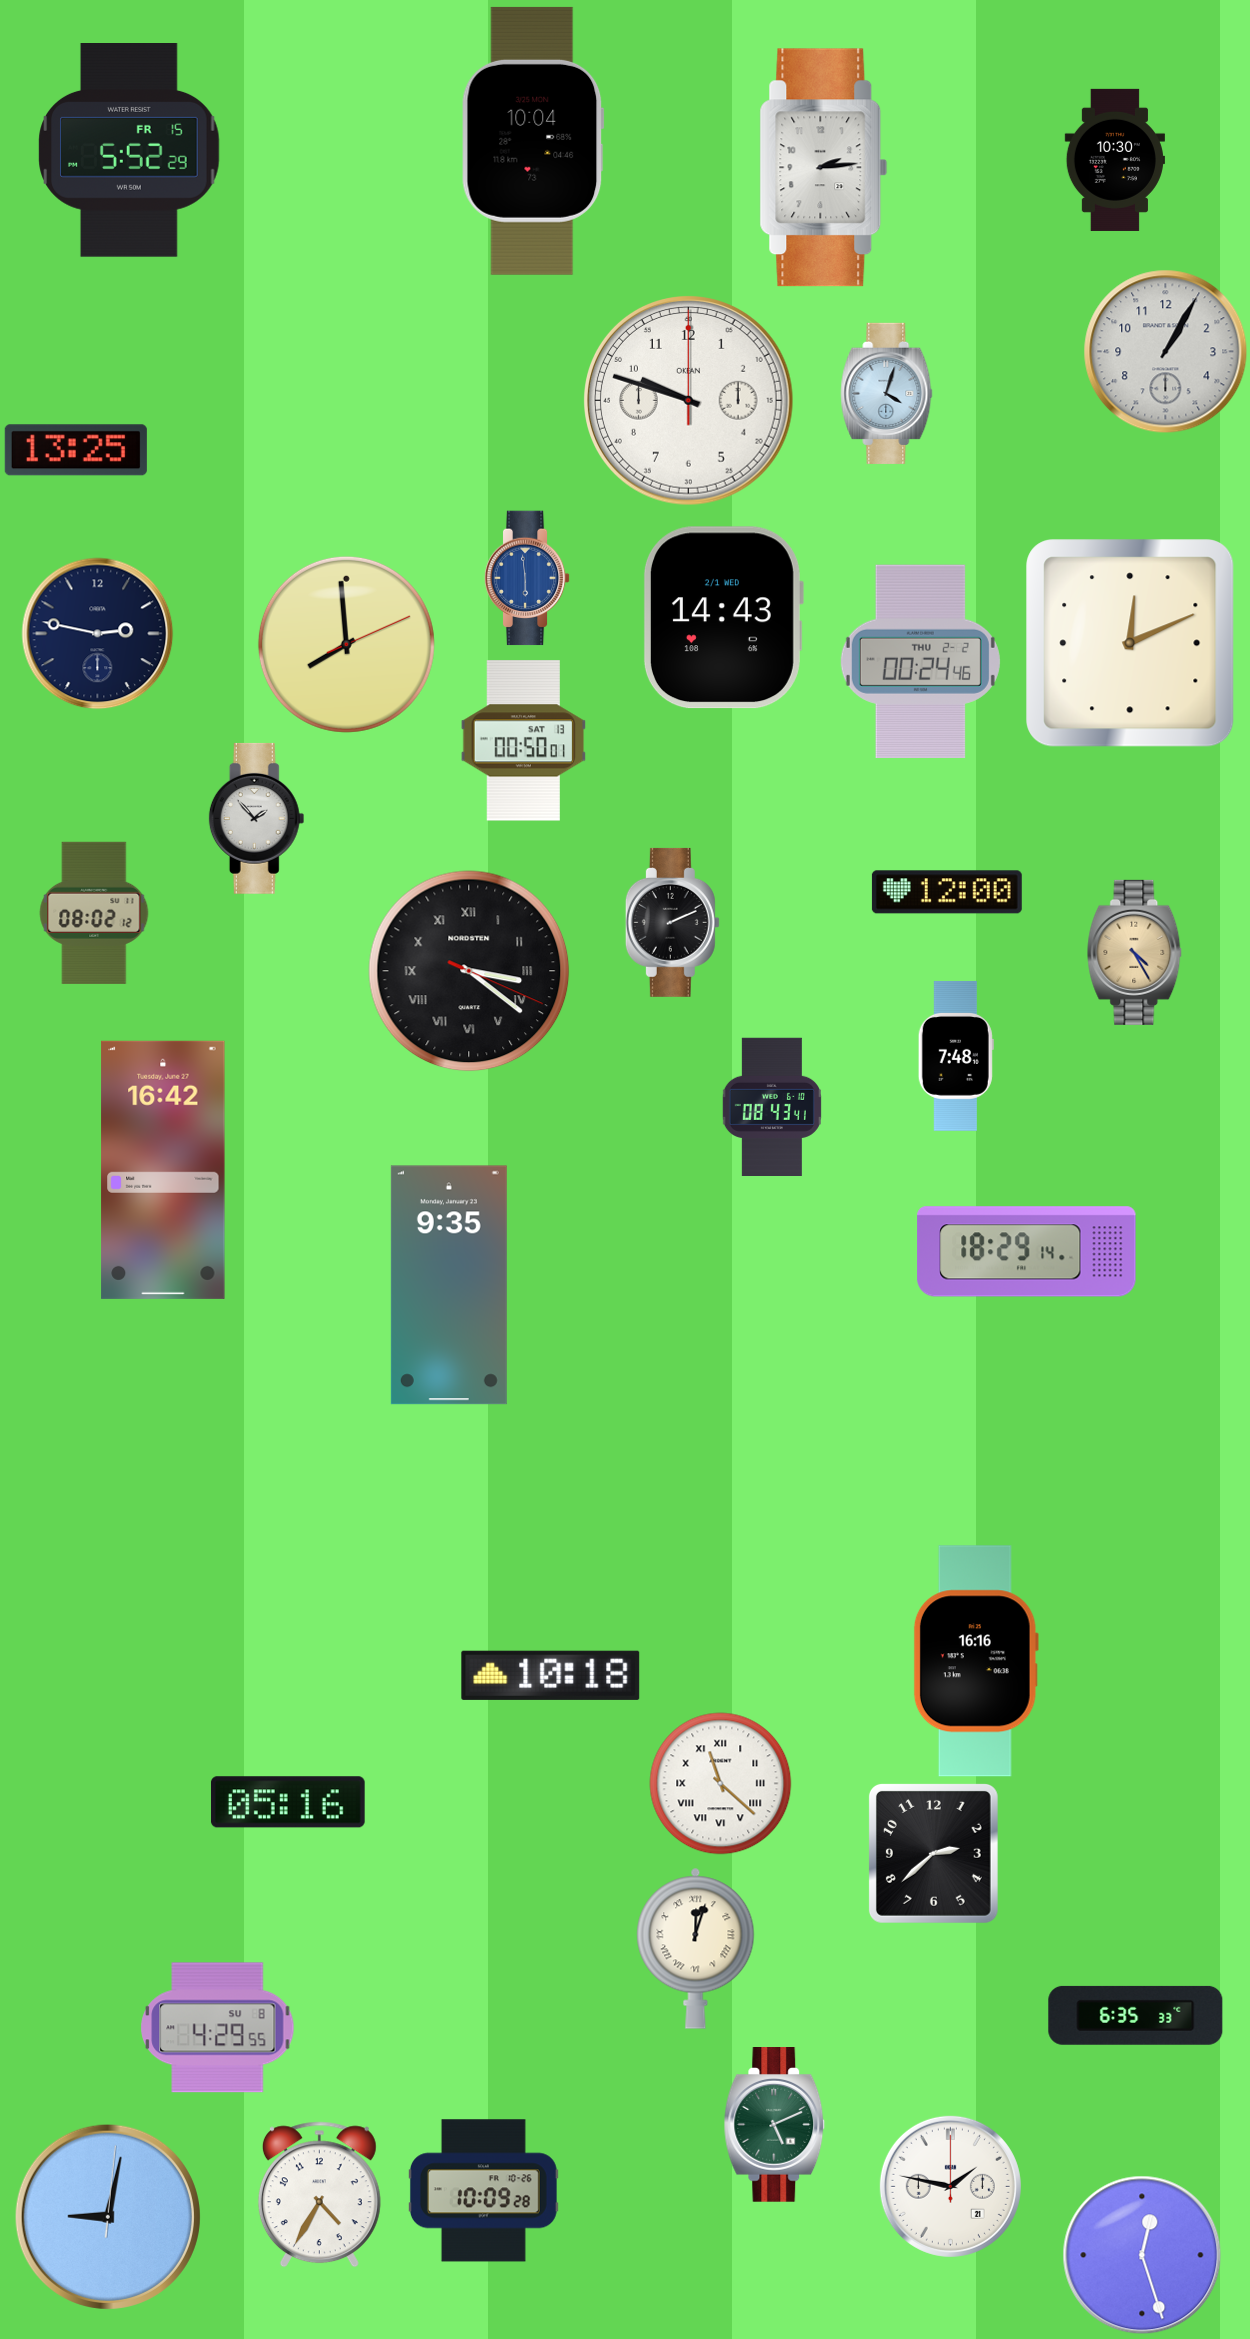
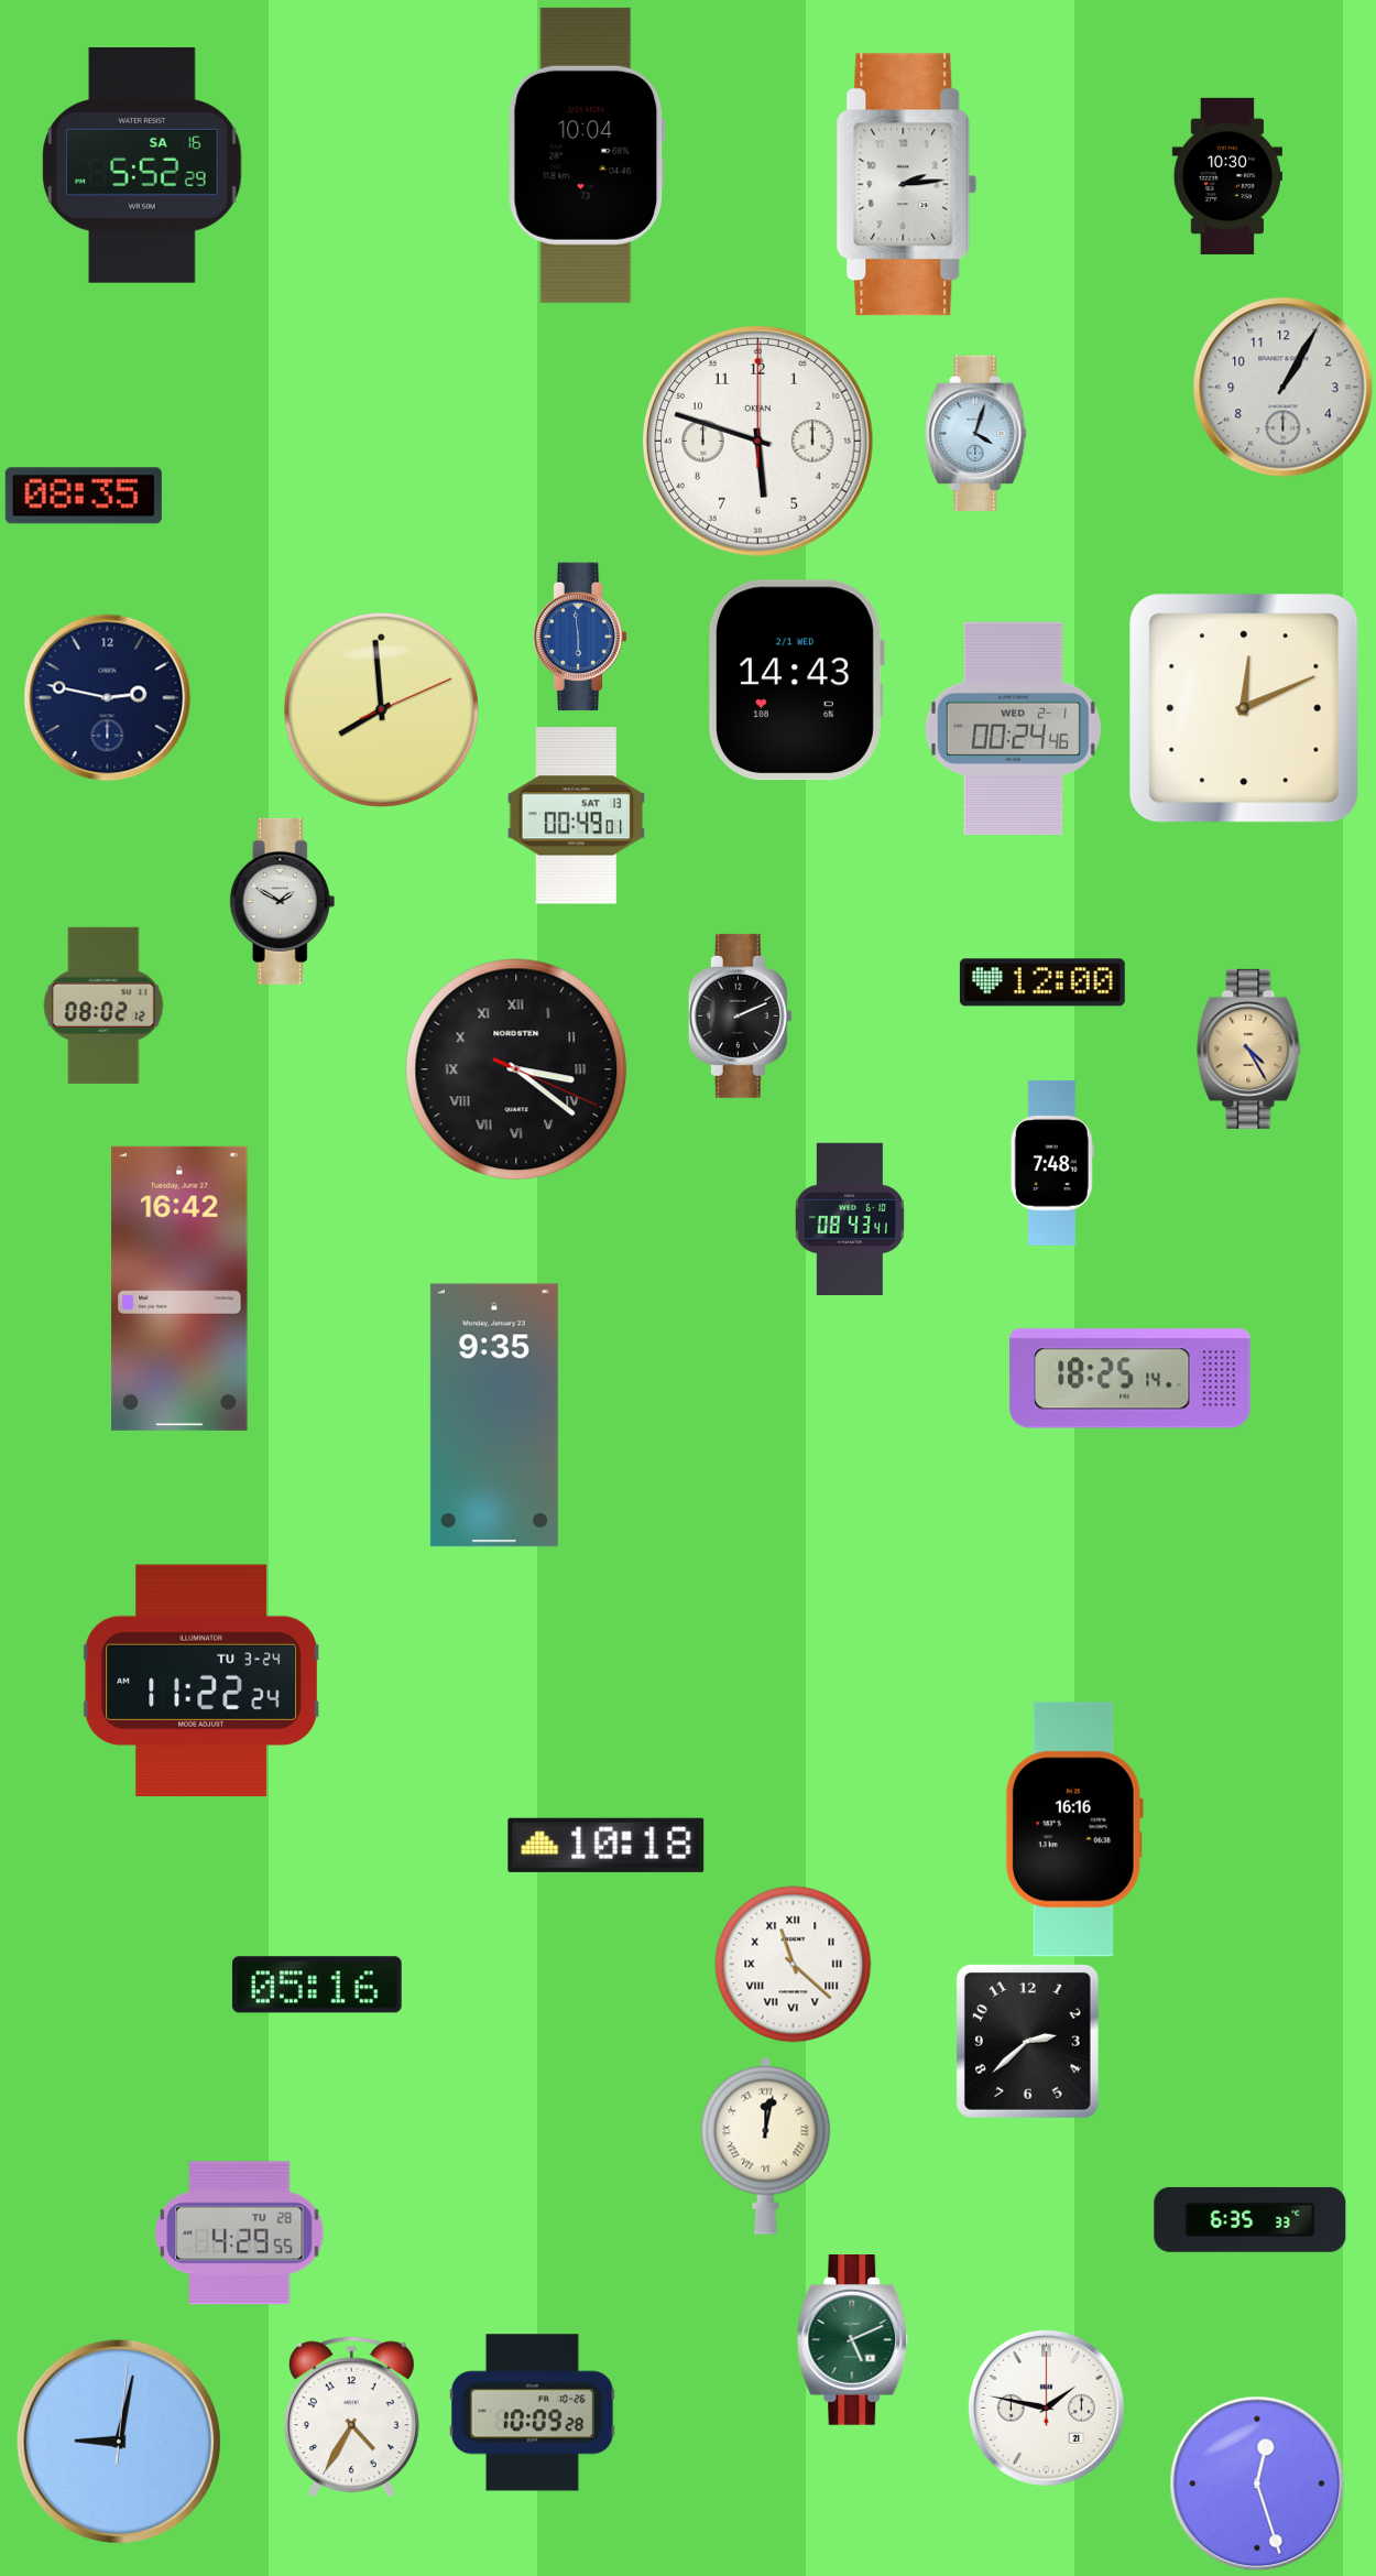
clock at (129, 151) date: FR 15 -> SA 16
clock at (689, 401): 9:48 -> 5:48
clock at (76, 450): 13:25 -> 08:35
clock at (920, 661) date: THU 2-2 -> WED 2-1
clock at (524, 741): 00:50 -> 00:49
clock at (257, 818): 1:53 -> 1:50
clock at (1027, 1252): 18:29 -> 18:25
clock at (200, 1681): none -> 11:22
clock at (696, 1948): 12:03 -> 12:02
clock at (218, 2028) date: SU 8 -> TU 28
